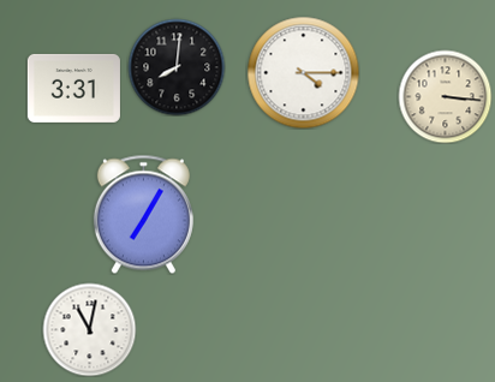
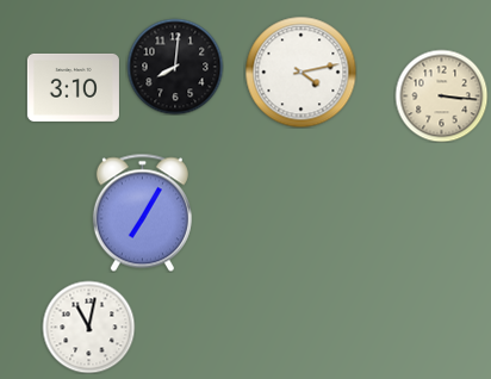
clock at (303, 72): 4:15 -> 4:13
clock at (73, 88): 3:31 -> 3:10
